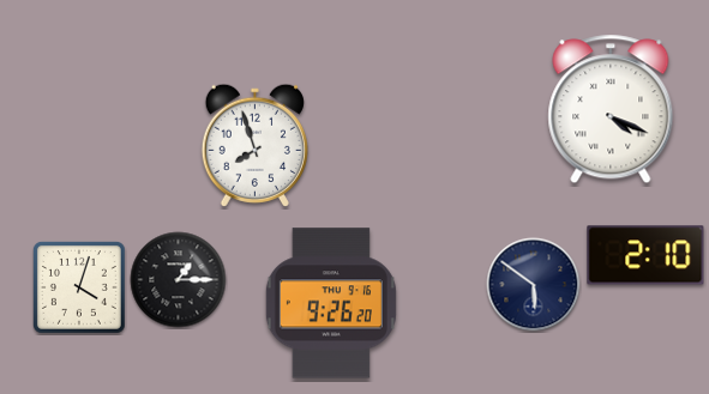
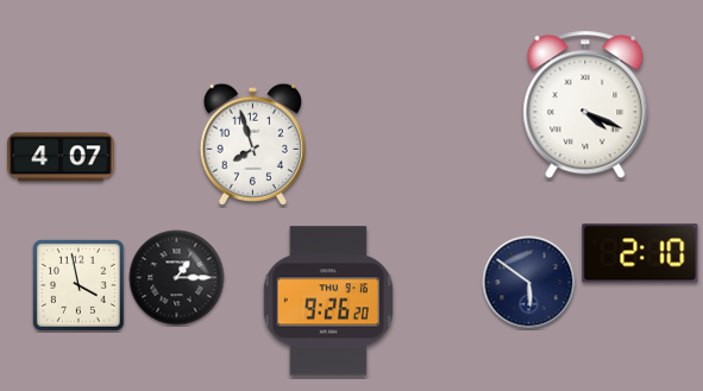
clock at (611, 109) position: (611, 109) -> (585, 105)
clock at (61, 157): none -> 4:07
clock at (79, 287): 4:03 -> 3:58
